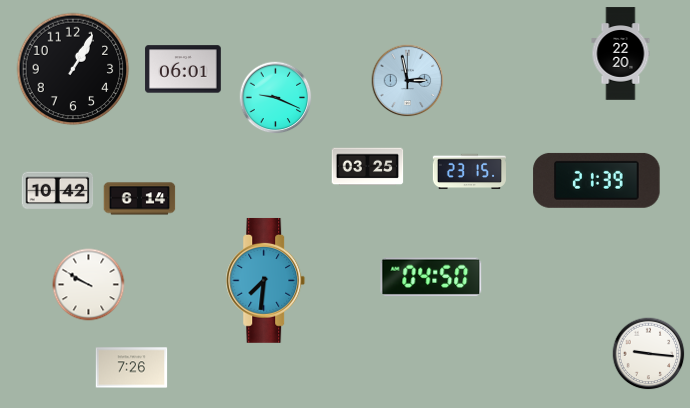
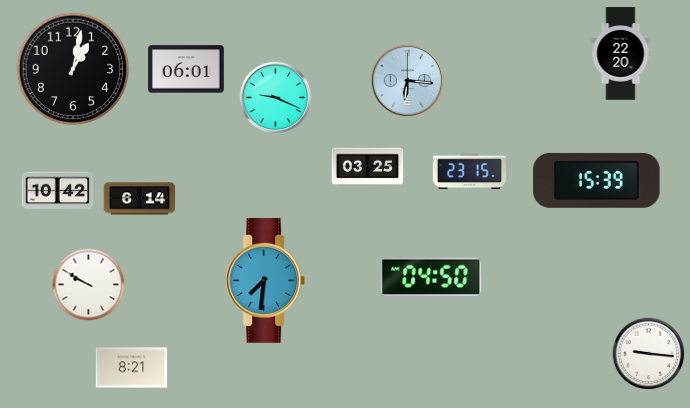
clock at (73, 69): 1:05 -> 1:02
clock at (183, 69) position: (183, 69) -> (186, 69)
clock at (408, 81): 2:58 -> 6:16
clock at (597, 180): 21:39 -> 15:39
clock at (132, 368): 7:26 -> 8:21
